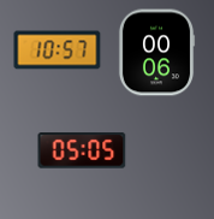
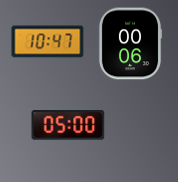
clock at (58, 51): 10:57 -> 10:47
clock at (82, 150): 05:05 -> 05:00
